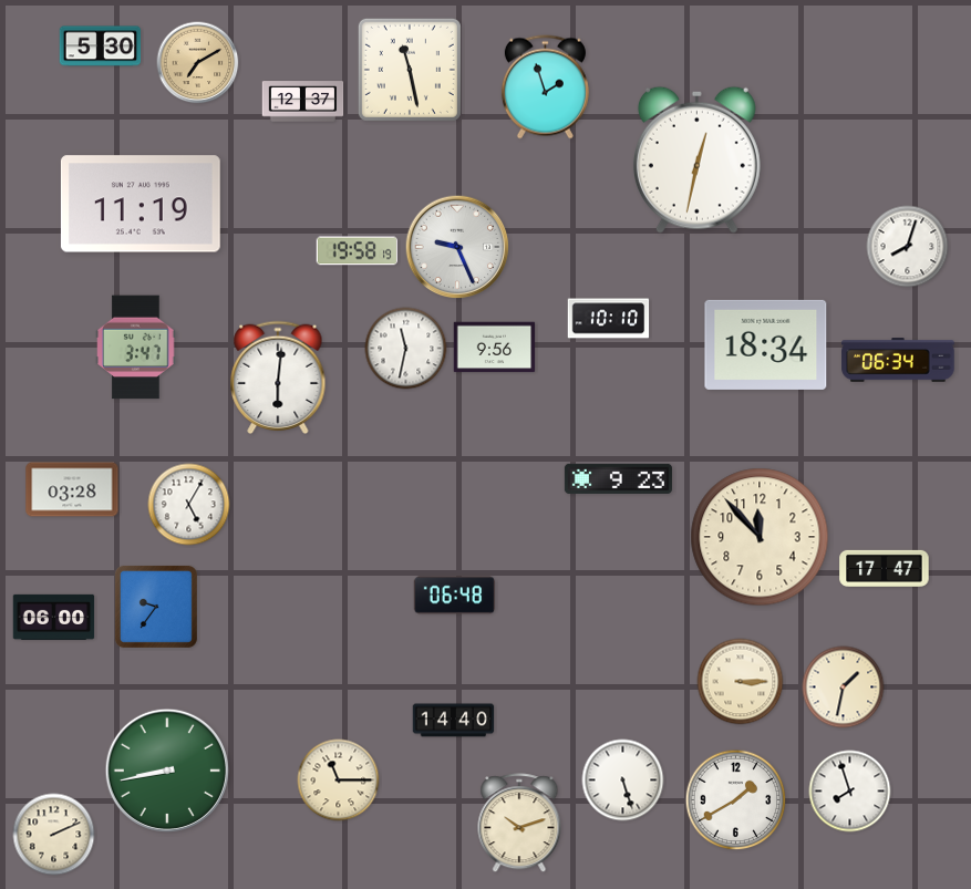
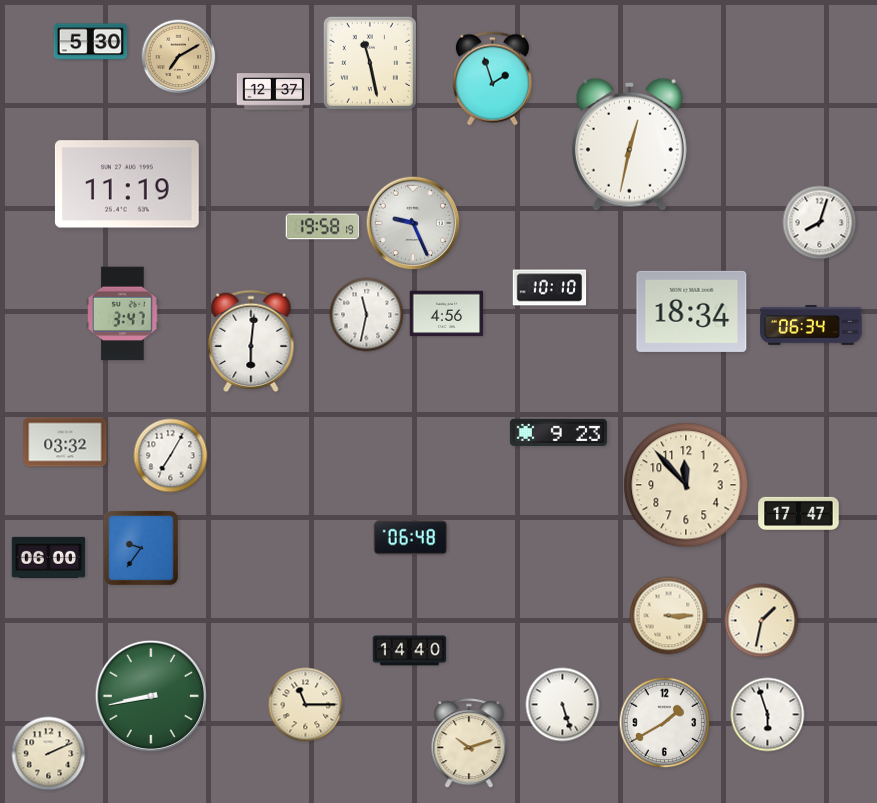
clock at (495, 348): 9:56 -> 4:56
clock at (72, 489): 03:28 -> 03:32
clock at (189, 505): 5:05 -> 7:05
clock at (850, 792): 7:57 -> 5:57
